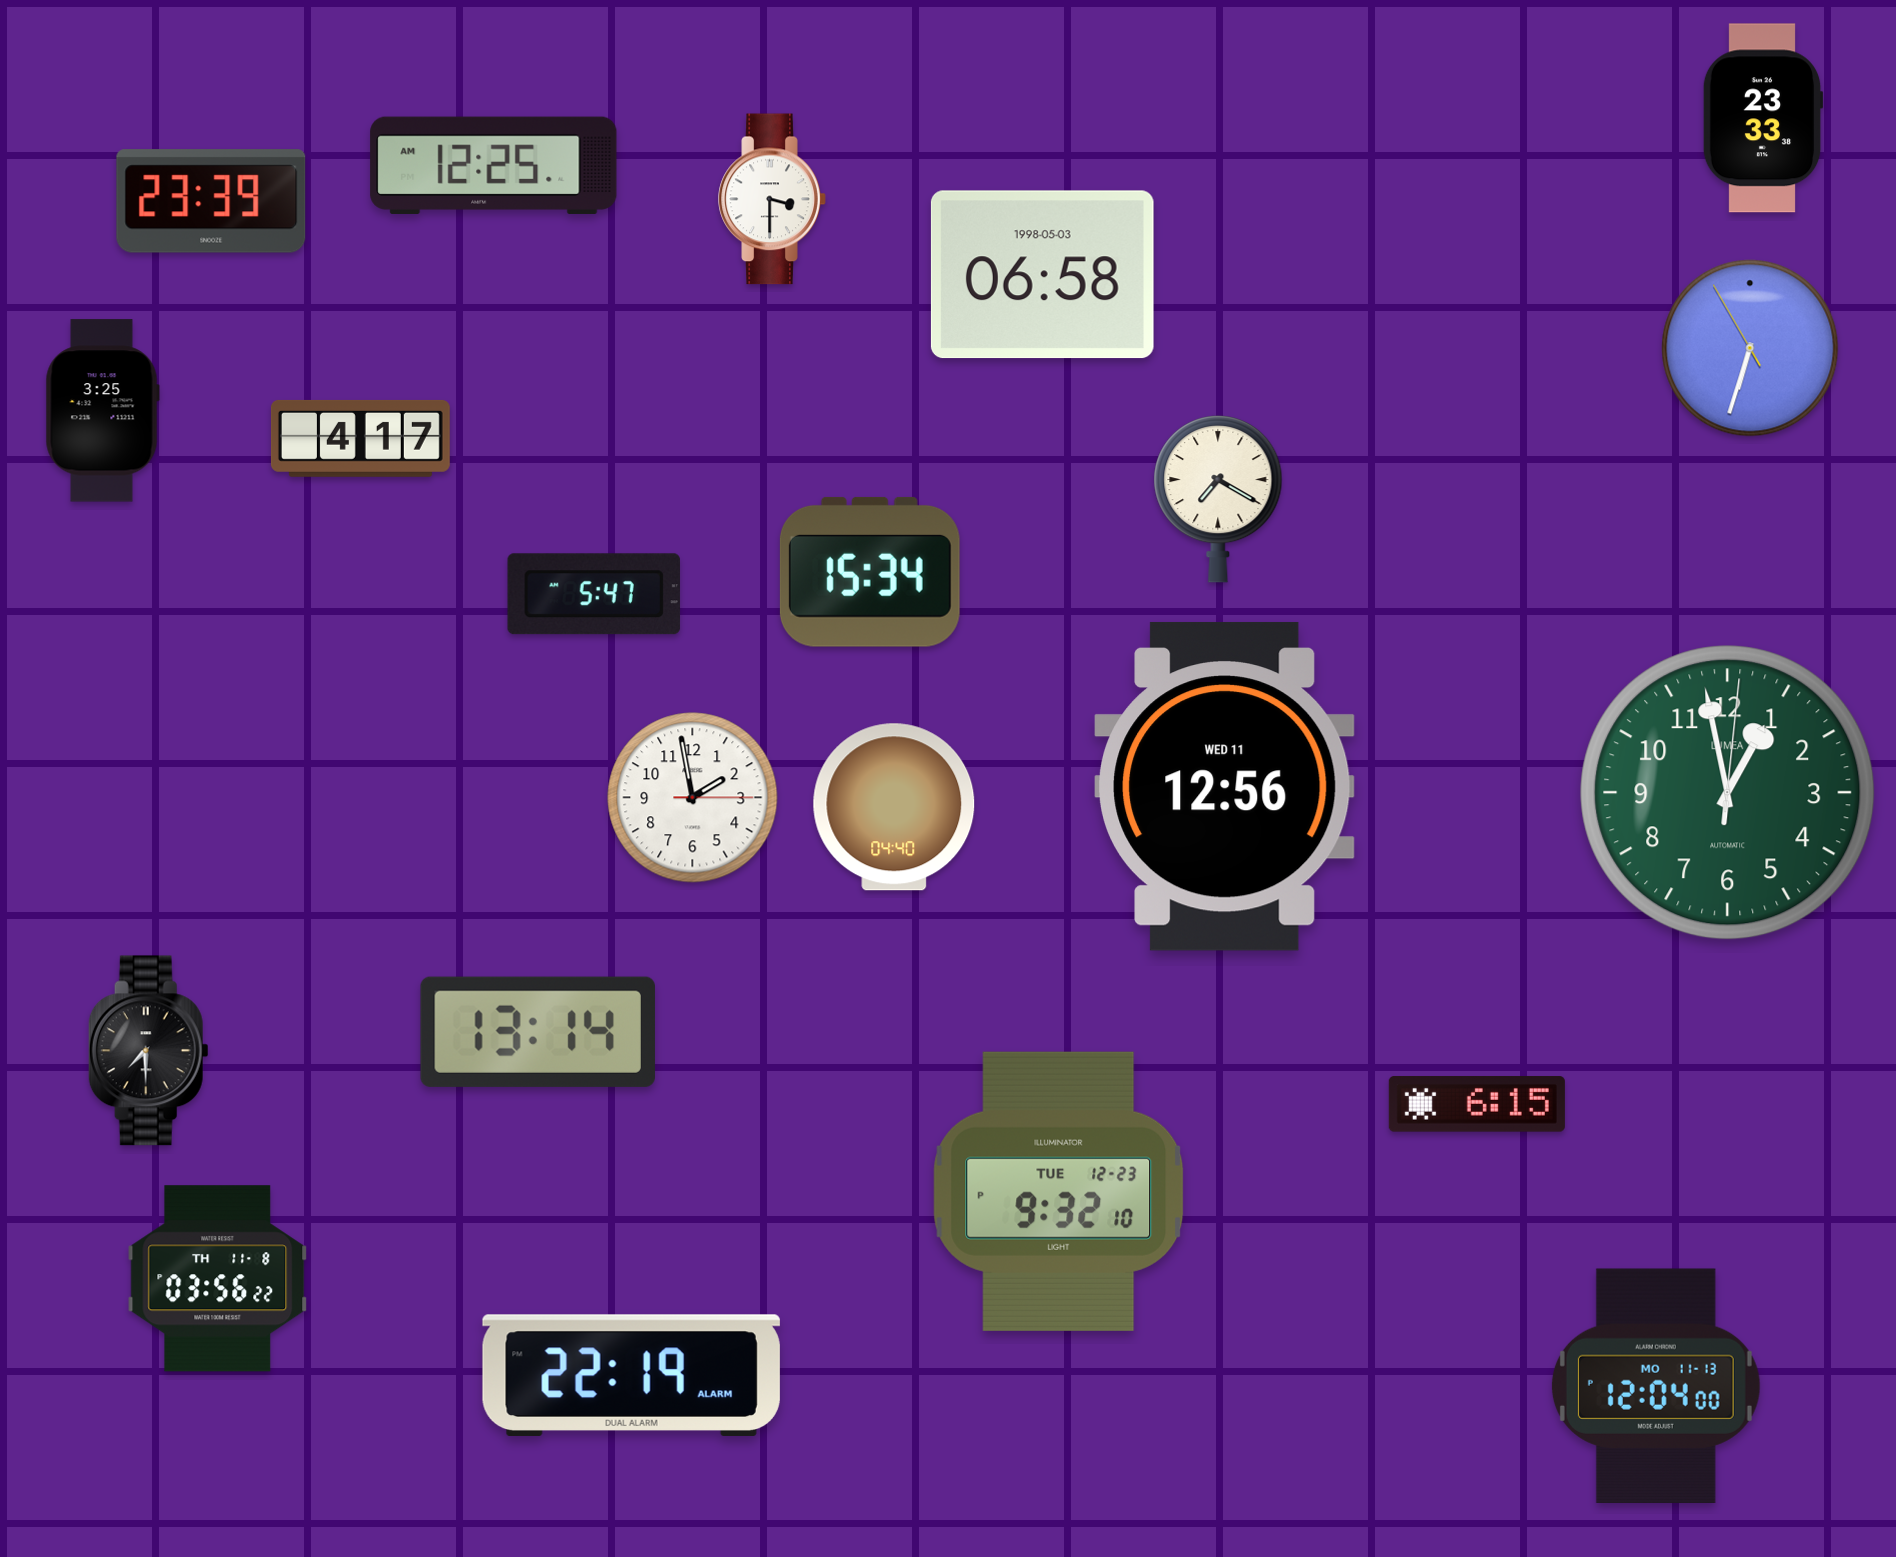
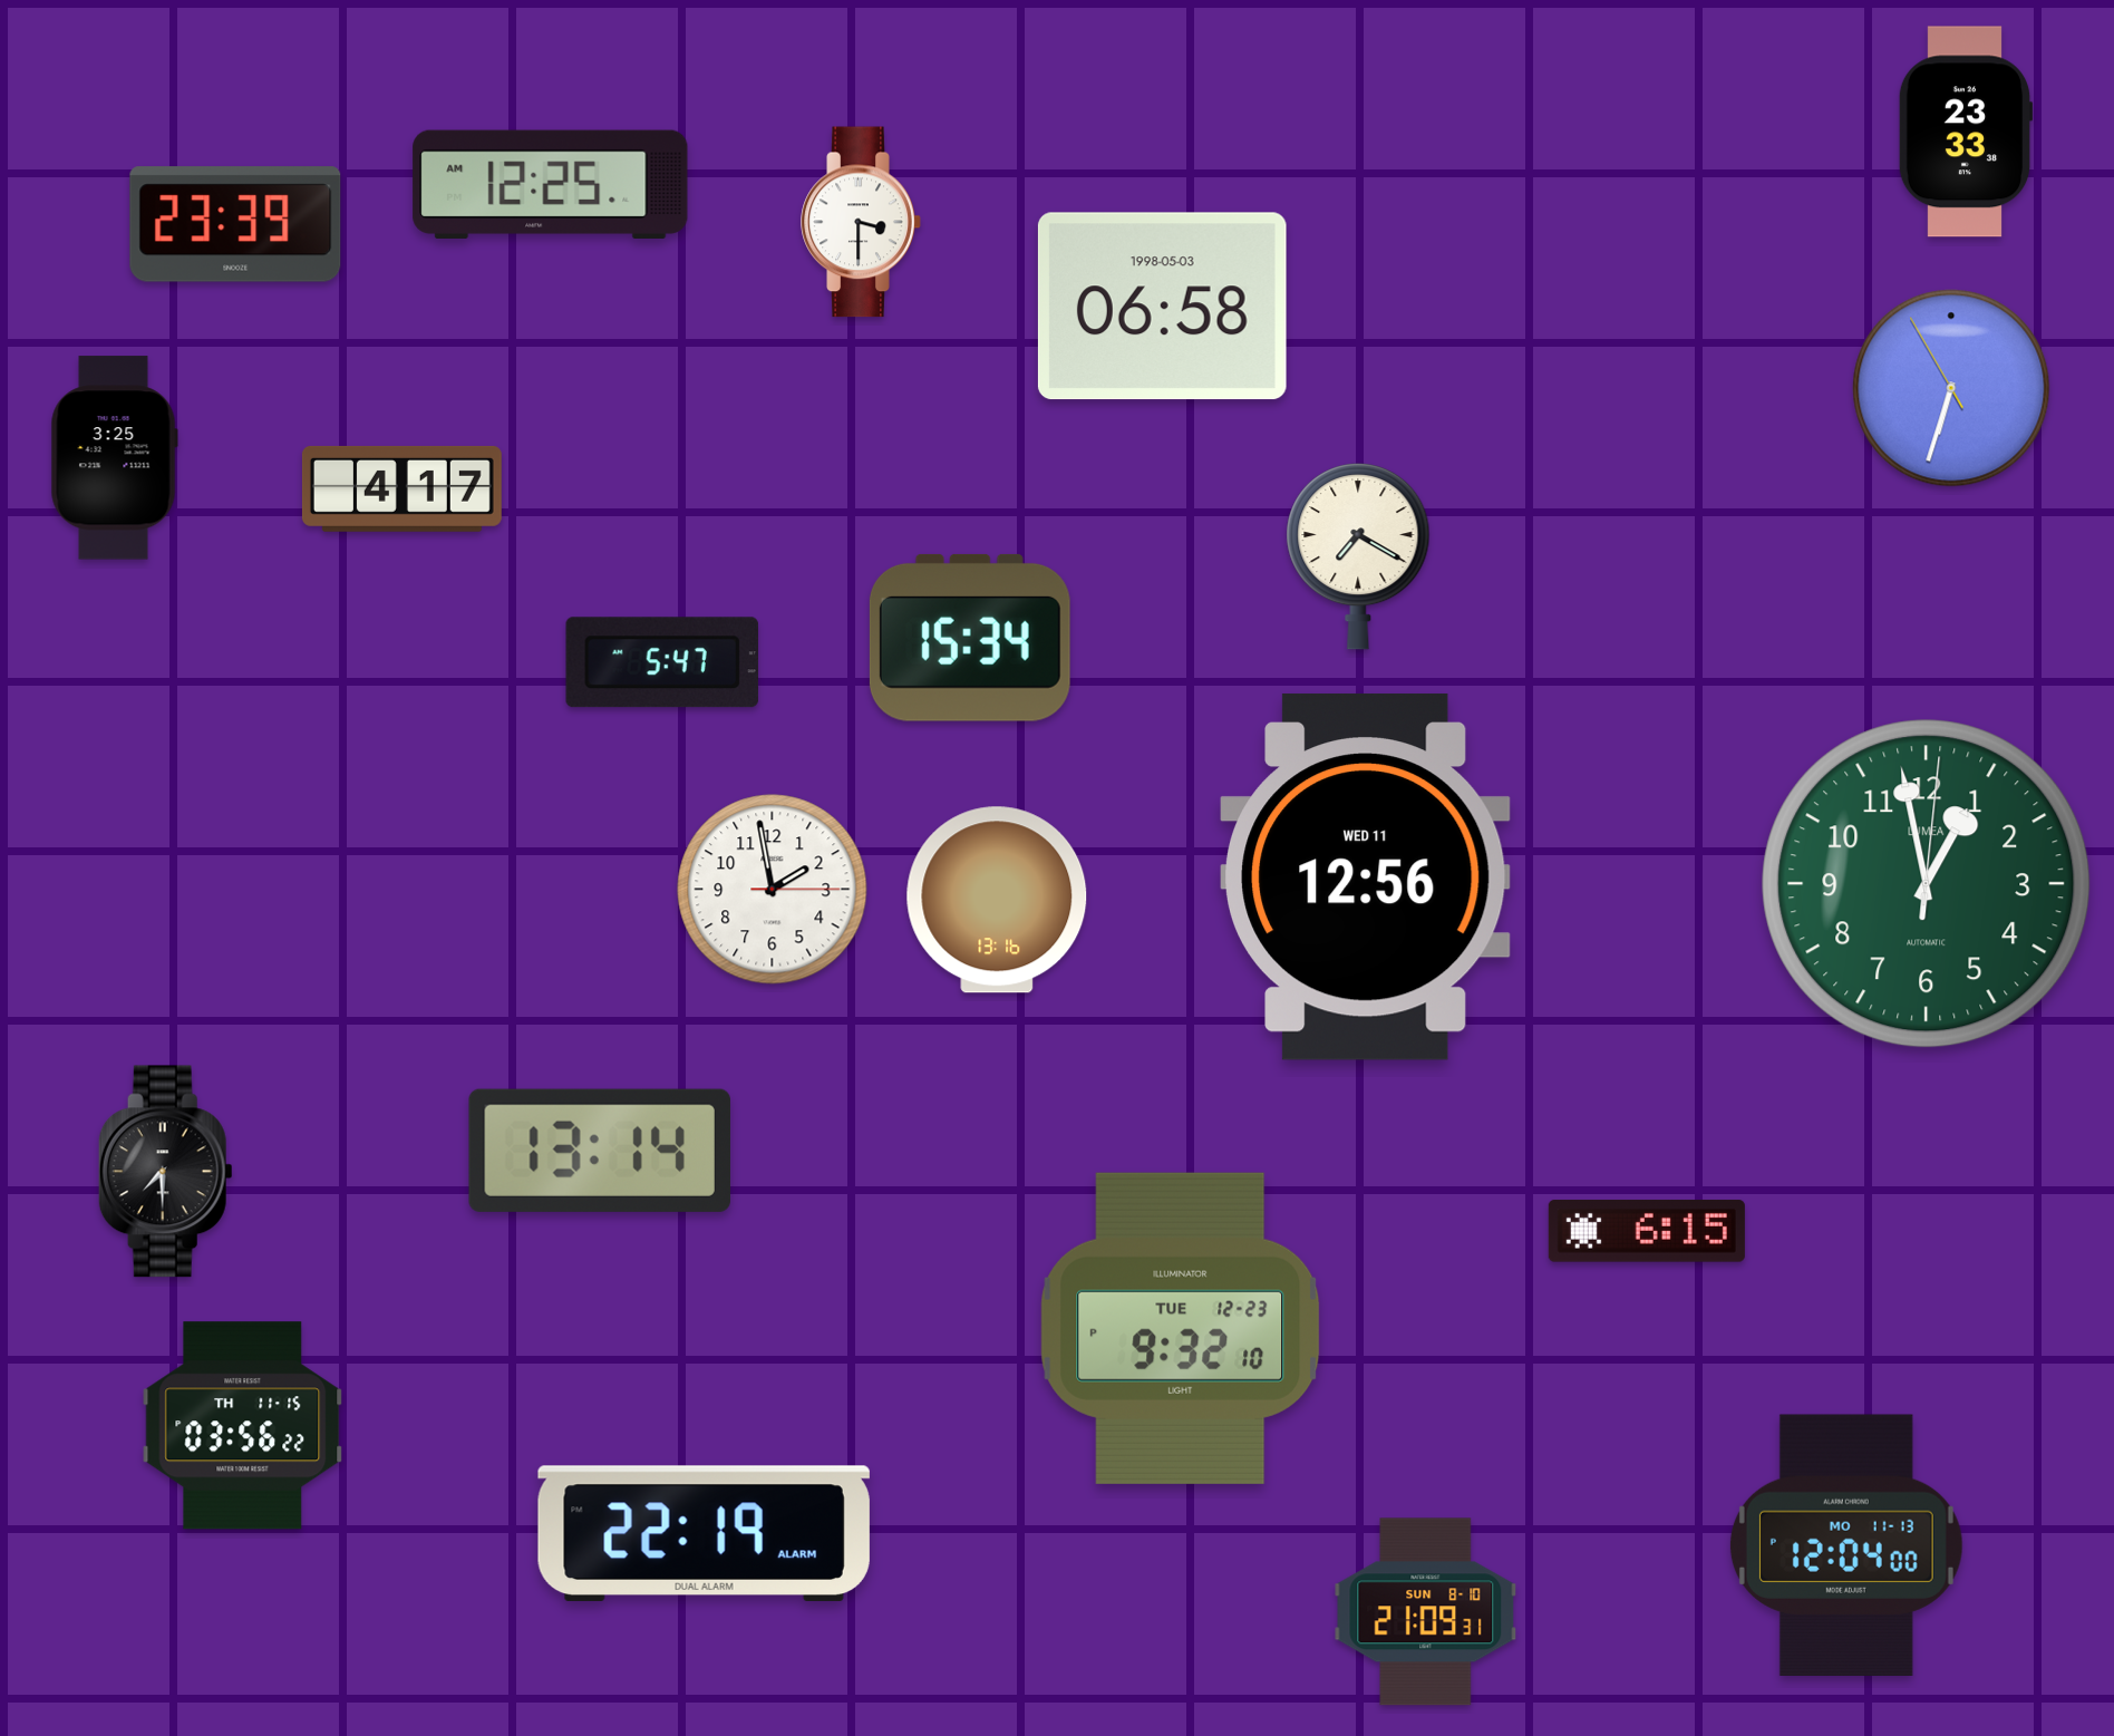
clock at (894, 807): 04:40 -> 13:16
clock at (218, 1279) date: TH 11-8 -> TH 11-15
clock at (1426, 1612): none -> 21:09
